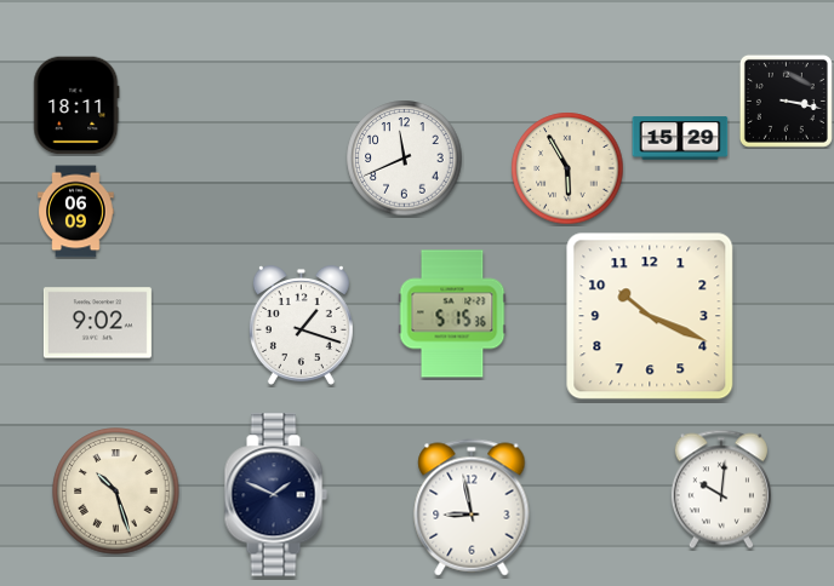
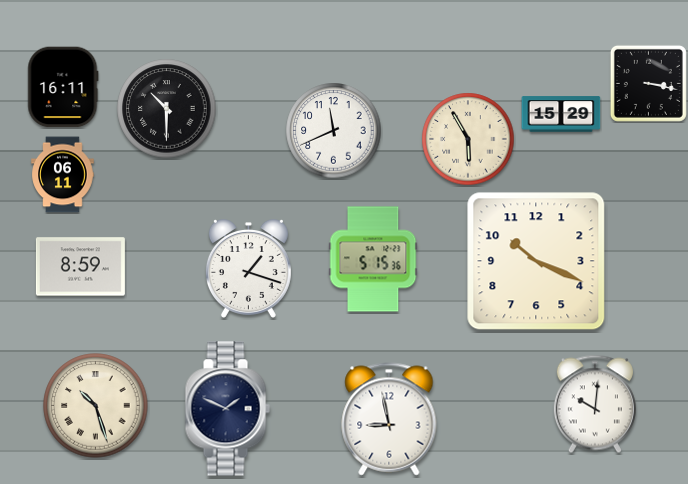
clock at (76, 105): 18:11 -> 16:11
clock at (167, 109): none -> 10:30
clock at (76, 212): 06:09 -> 06:11
clock at (97, 323): 9:02 -> 8:59
